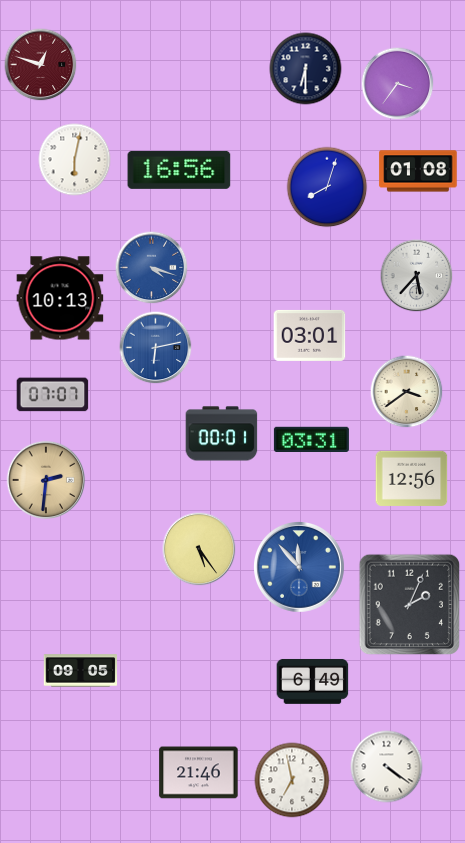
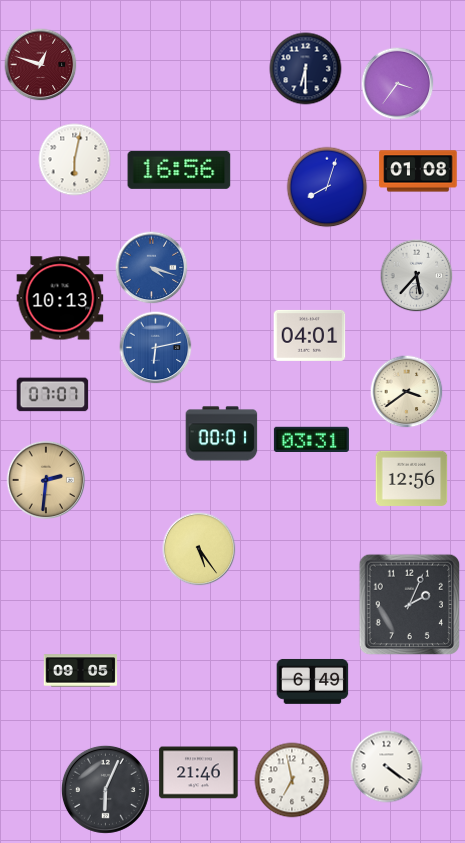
clock at (310, 335): 03:01 -> 04:01
clock at (300, 568): 11:53 -> none
clock at (105, 789): none -> 6:04
